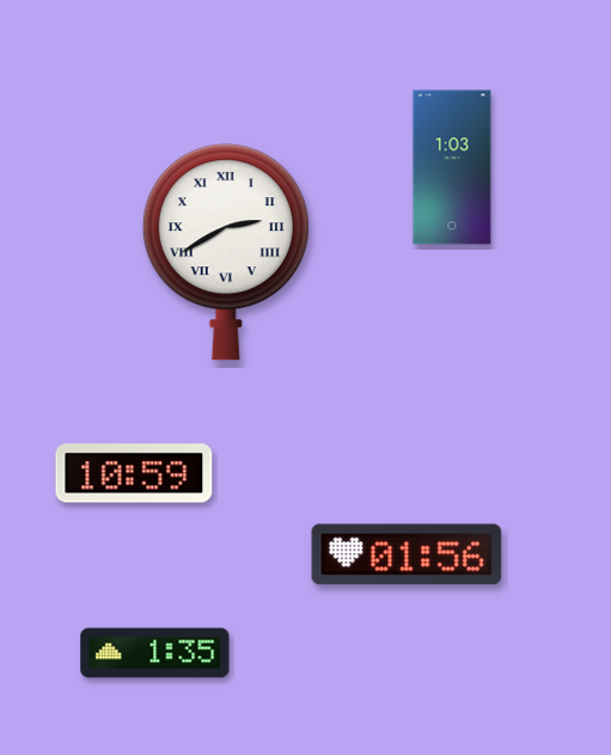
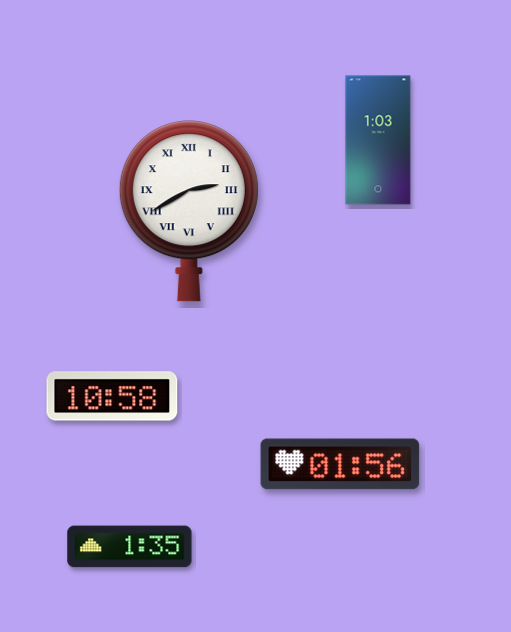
clock at (134, 473): 10:59 -> 10:58
